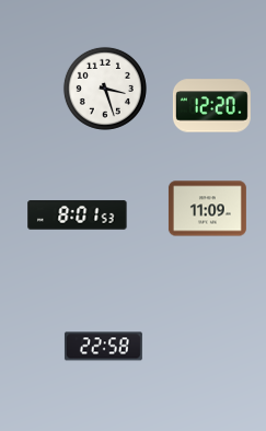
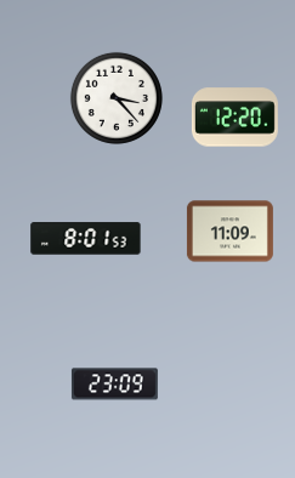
clock at (105, 89): 3:27 -> 3:23
clock at (103, 347): 22:58 -> 23:09
